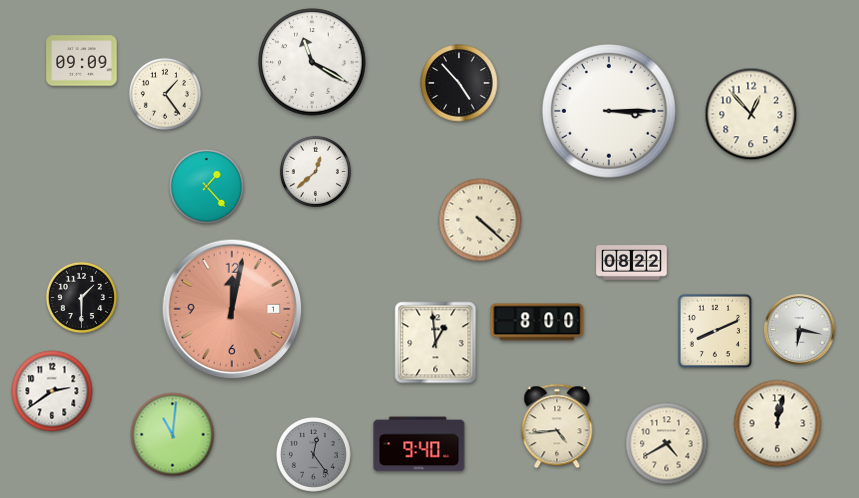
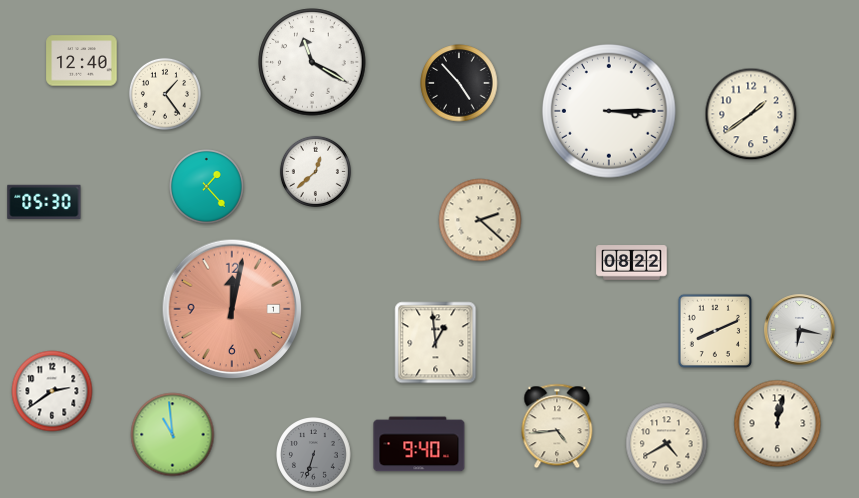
clock at (82, 61): 09:09 -> 12:40
clock at (751, 114): 12:53 -> 1:39
clock at (44, 201): none -> 05:30
clock at (480, 220): 4:22 -> 2:22
clock at (81, 297): 1:30 -> none
clock at (537, 322): 8:00 -> none
clock at (173, 435): 11:01 -> 10:59
clock at (314, 455): 12:24 -> 6:33
